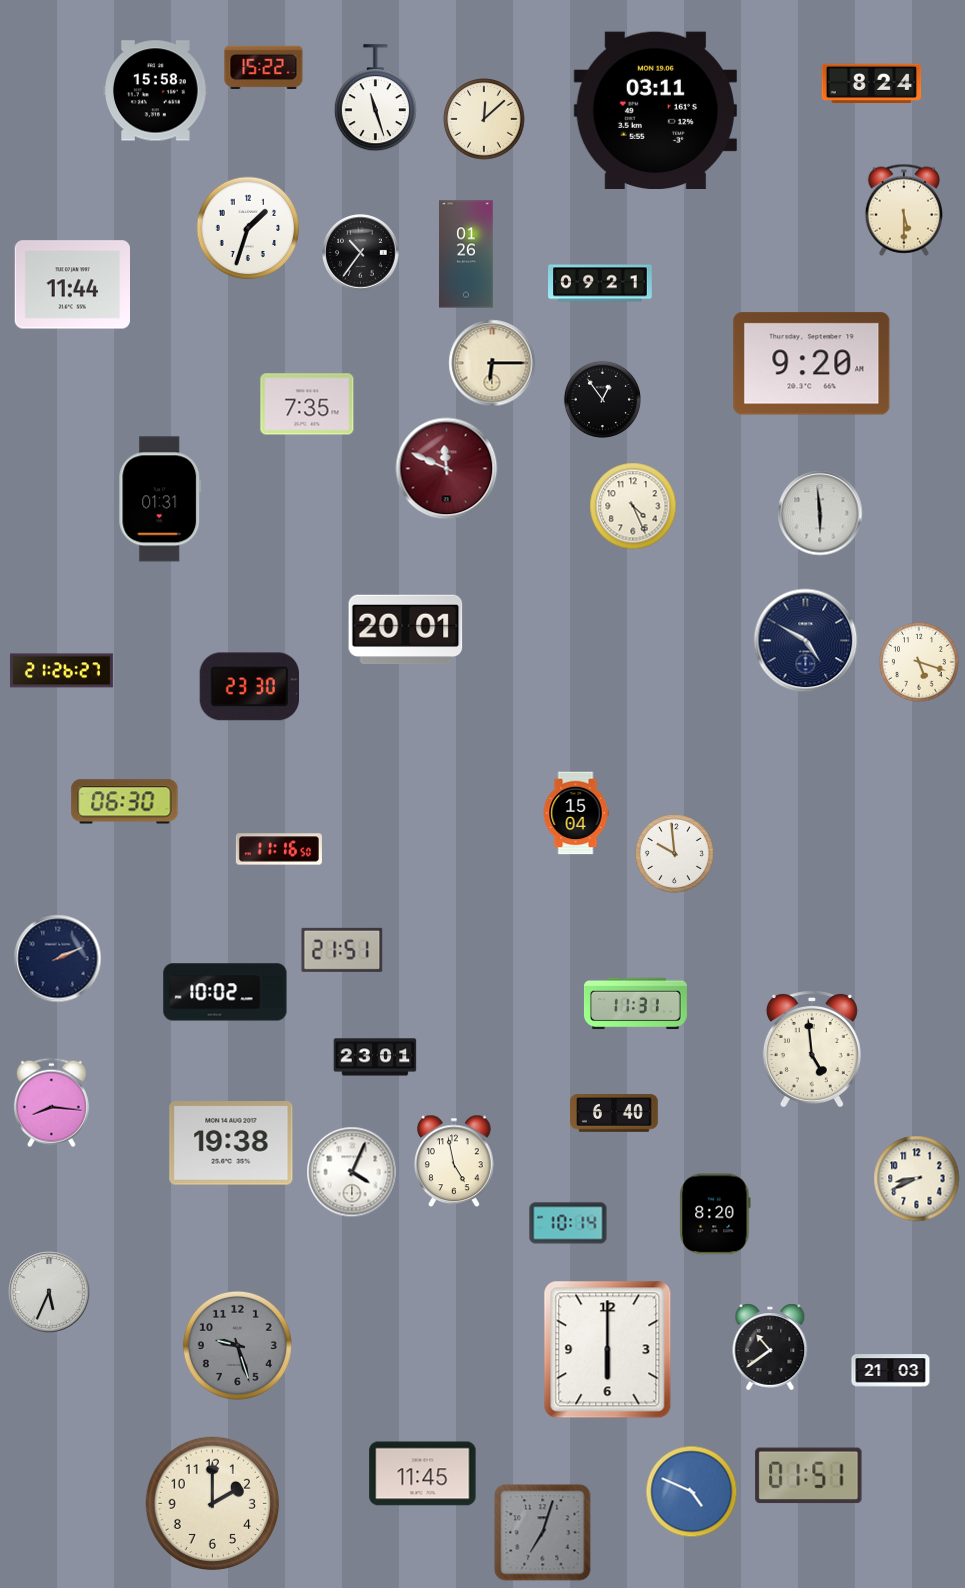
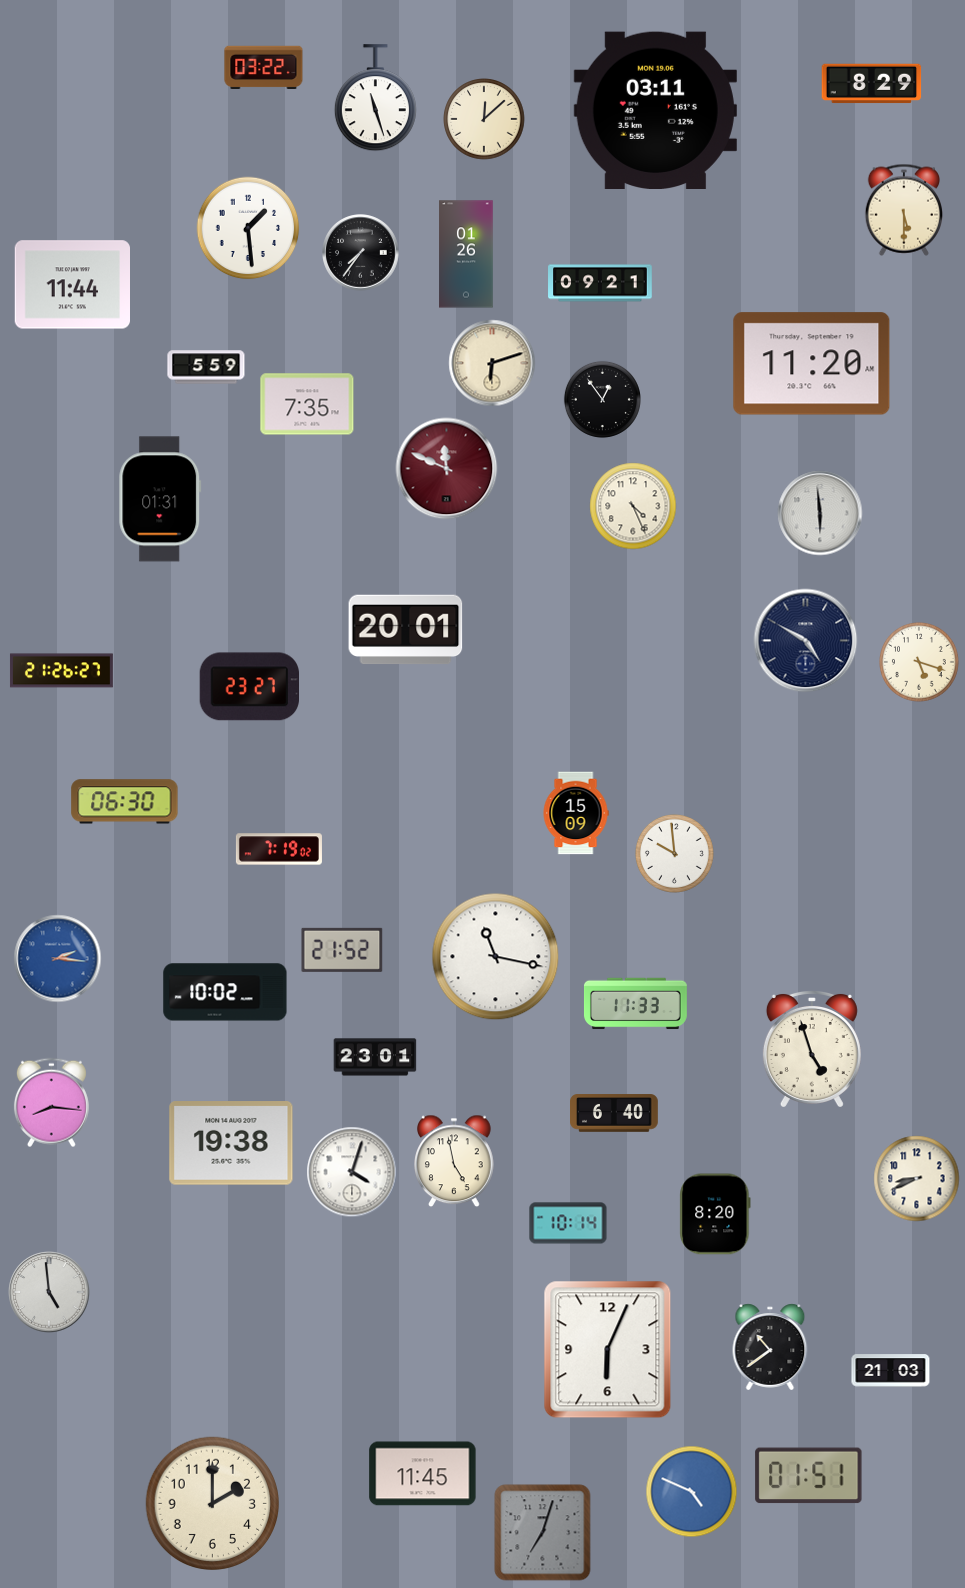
clock at (264, 67): 15:22 -> 03:22
clock at (872, 84): 8:24 -> 8:29
clock at (156, 91): 15:58 -> none
clock at (248, 228): 1:33 -> 1:29
clock at (361, 253): 10:36 -> 7:36
clock at (492, 363): 6:15 -> 6:12
clock at (812, 364): 9:20 -> 11:20
clock at (206, 367): none -> 5:59
clock at (249, 687): 23:30 -> 23:27
clock at (576, 813): 15:04 -> 15:09
clock at (279, 849): 11:16 -> 7:19
clock at (342, 950): 21:51 -> 21:52
clock at (496, 957): none -> 11:17
clock at (58, 959): 2:11 -> 2:16
clock at (58, 959) dial: navy -> blue
clock at (635, 1004): 11:31 -> 11:33
clock at (812, 1048): 4:59 -> 4:57
clock at (352, 1172): 4:04 -> 4:03
clock at (49, 1292): 5:34 -> 4:59
clock at (237, 1345): 9:27 -> none
clock at (608, 1350): 6:00 -> 6:04
